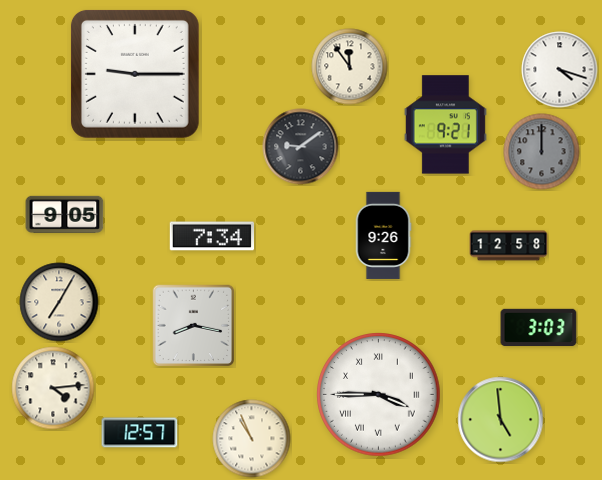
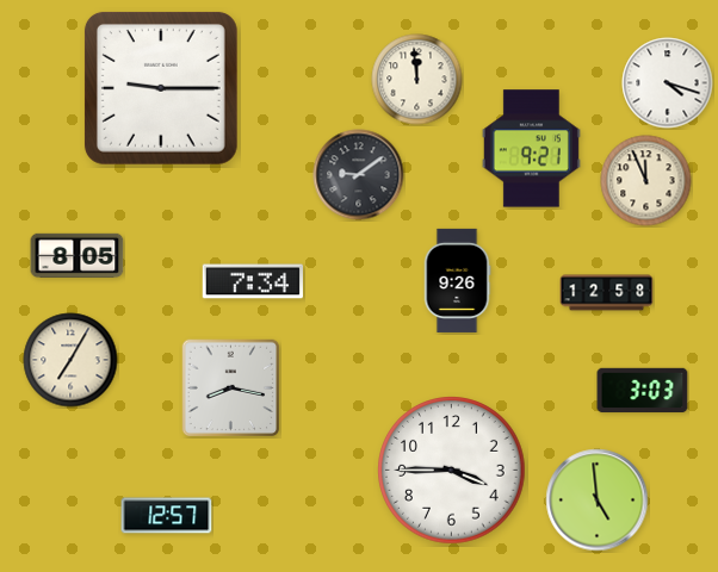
clock at (350, 67): 11:54 -> 11:59
clock at (542, 152): 12:00 -> 11:56
clock at (542, 152) dial: grey -> cream
clock at (65, 214): 9:05 -> 8:05
clock at (53, 388): 4:14 -> none
clock at (379, 395) numerals: Roman -> Arabic
clock at (252, 439): 10:56 -> none
